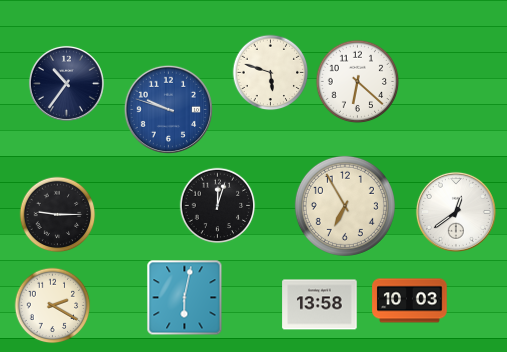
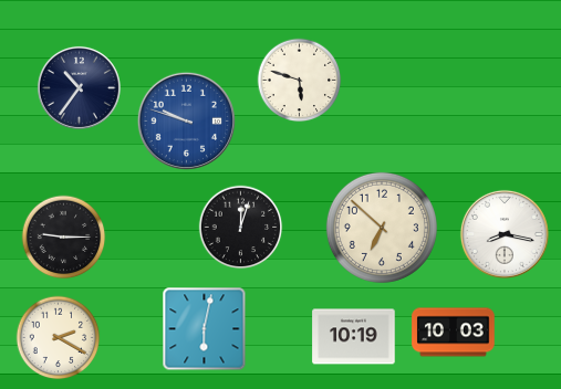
clock at (358, 82): 6:22 -> none
clock at (66, 83) position: (66, 83) -> (79, 87)
clock at (345, 206): 6:55 -> 6:52
clock at (456, 212): 12:39 -> 8:17
clock at (320, 305): 13:58 -> 10:19
